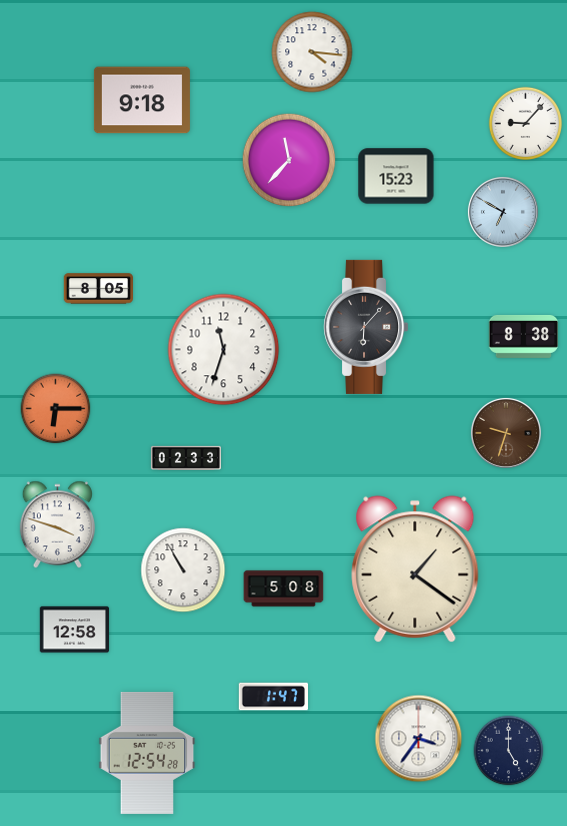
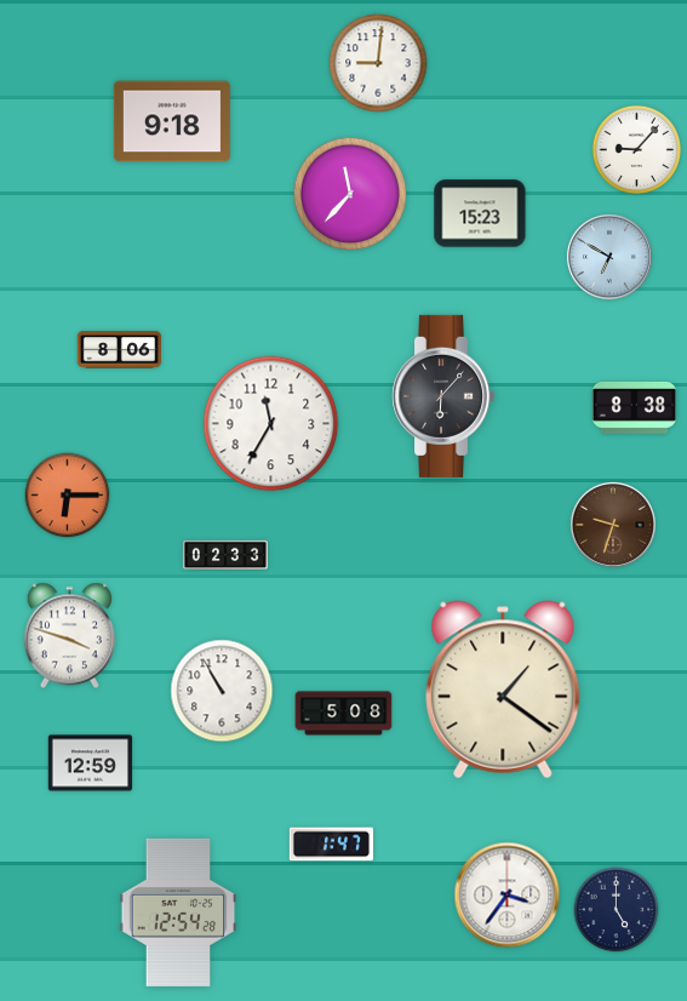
clock at (312, 52): 4:16 -> 9:01
clock at (99, 289): 8:05 -> 8:06
clock at (224, 350): 11:33 -> 11:35
clock at (75, 630): 12:58 -> 12:59
